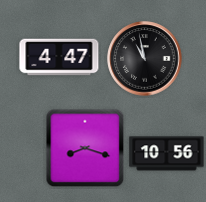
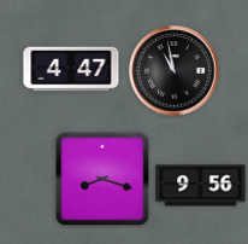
clock at (167, 154): 10:56 -> 9:56
